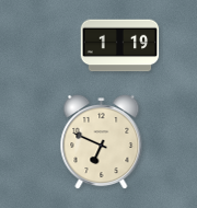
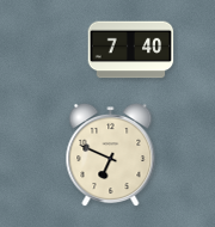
clock at (120, 46): 1:19 -> 7:40
